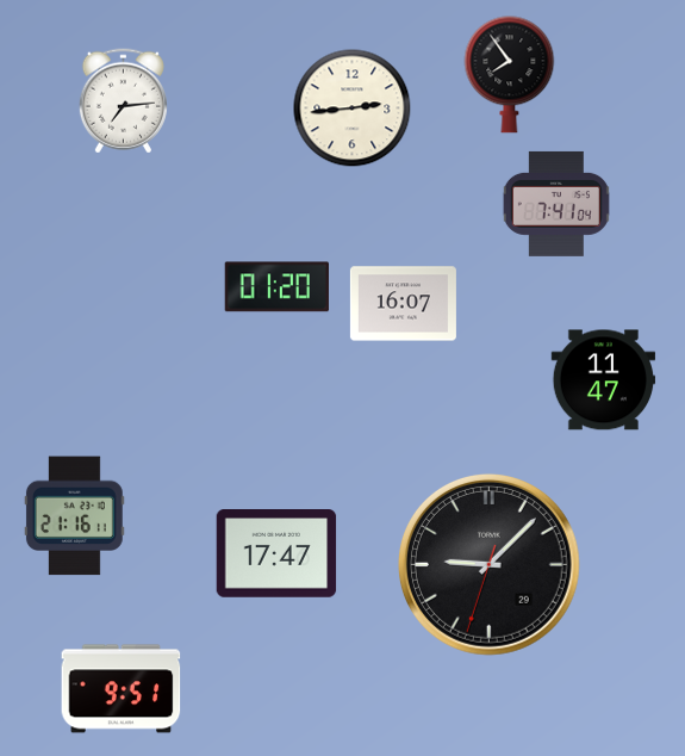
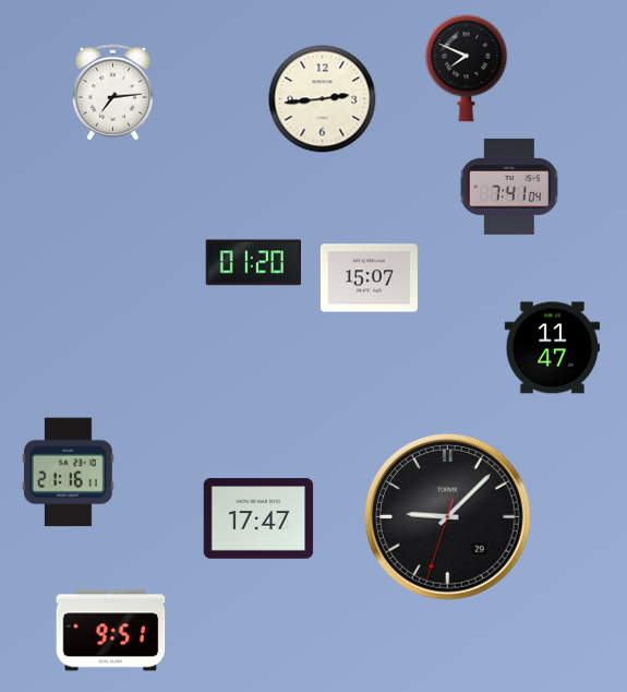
clock at (510, 75): 7:54 -> 7:49
clock at (403, 304): 16:07 -> 15:07
clock at (276, 553) position: (276, 553) -> (258, 518)
